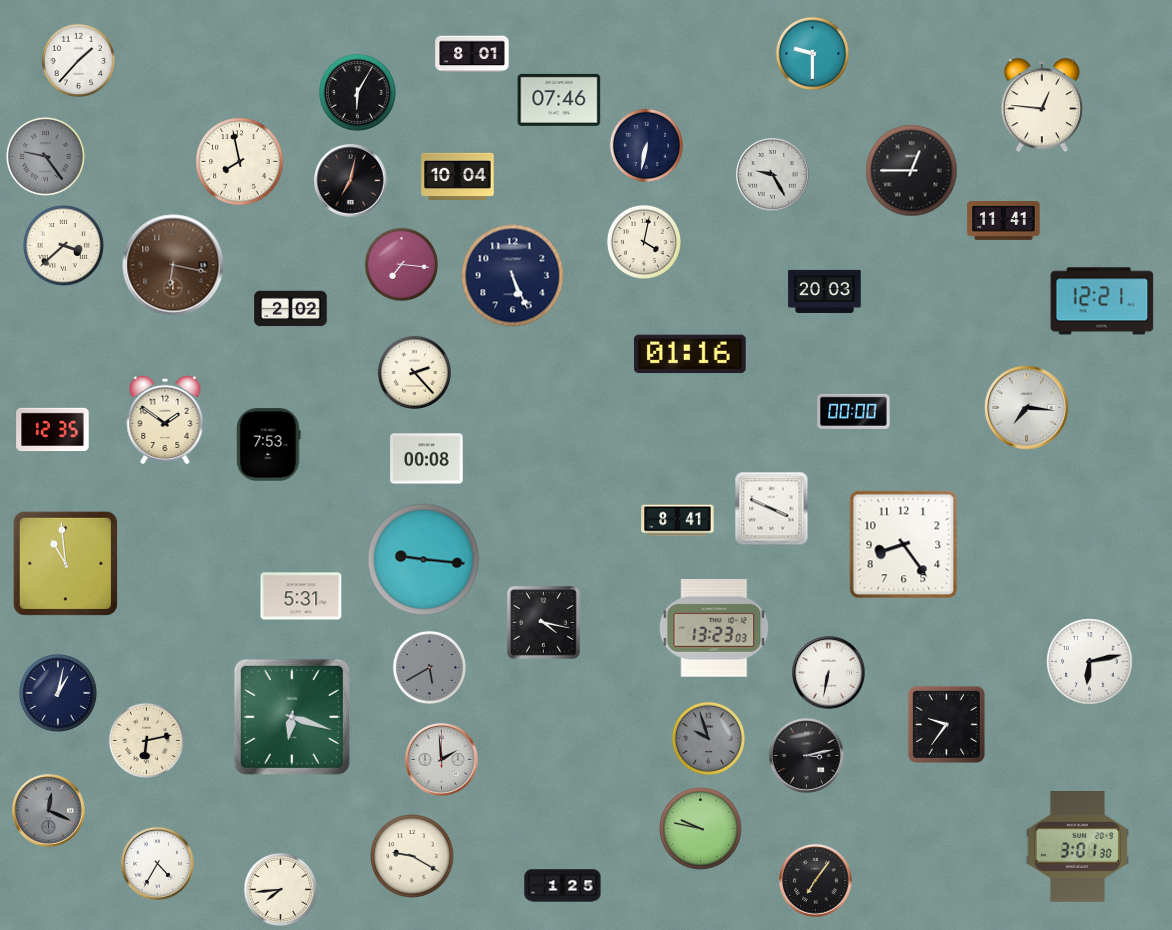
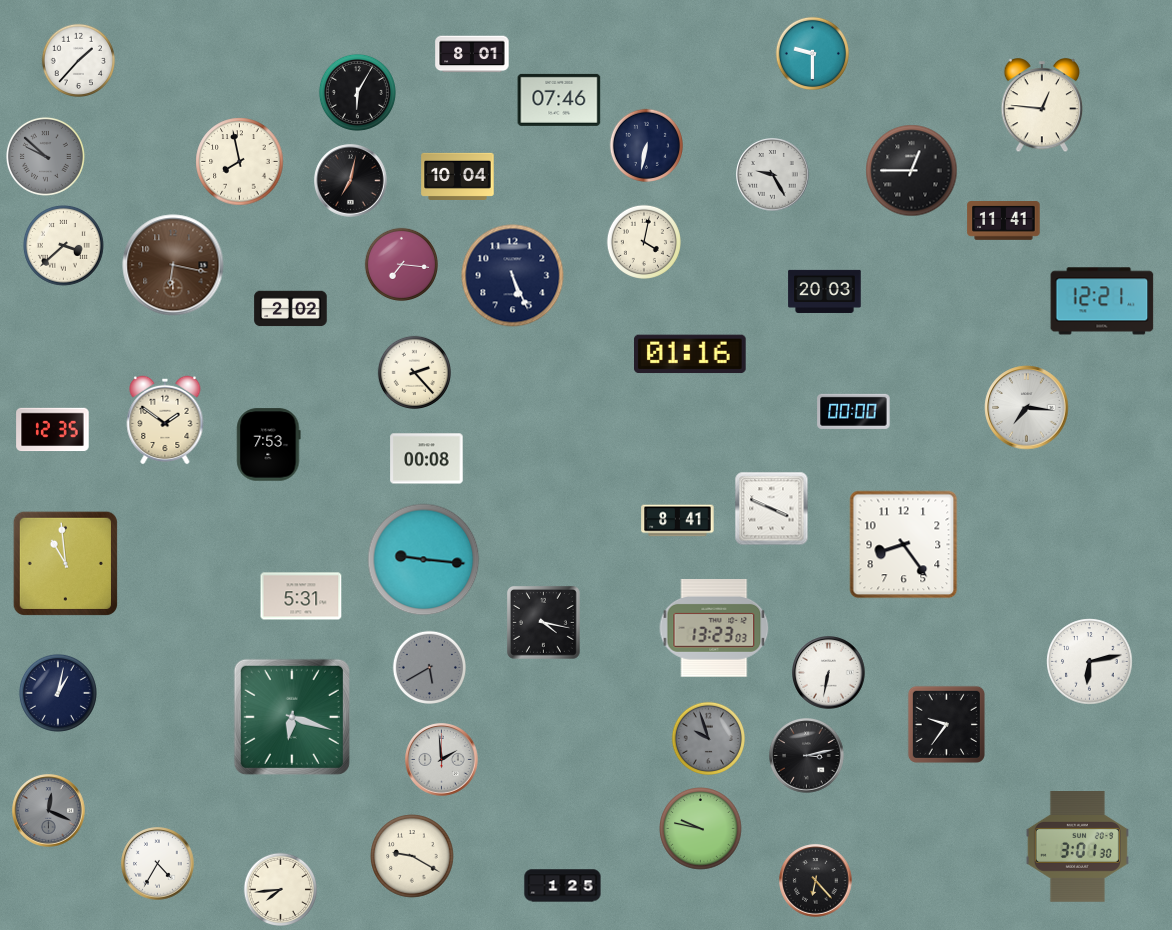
clock at (45, 156): 9:24 -> 9:52
clock at (146, 740): 6:13 -> none
clock at (816, 881): 7:06 -> 6:23
